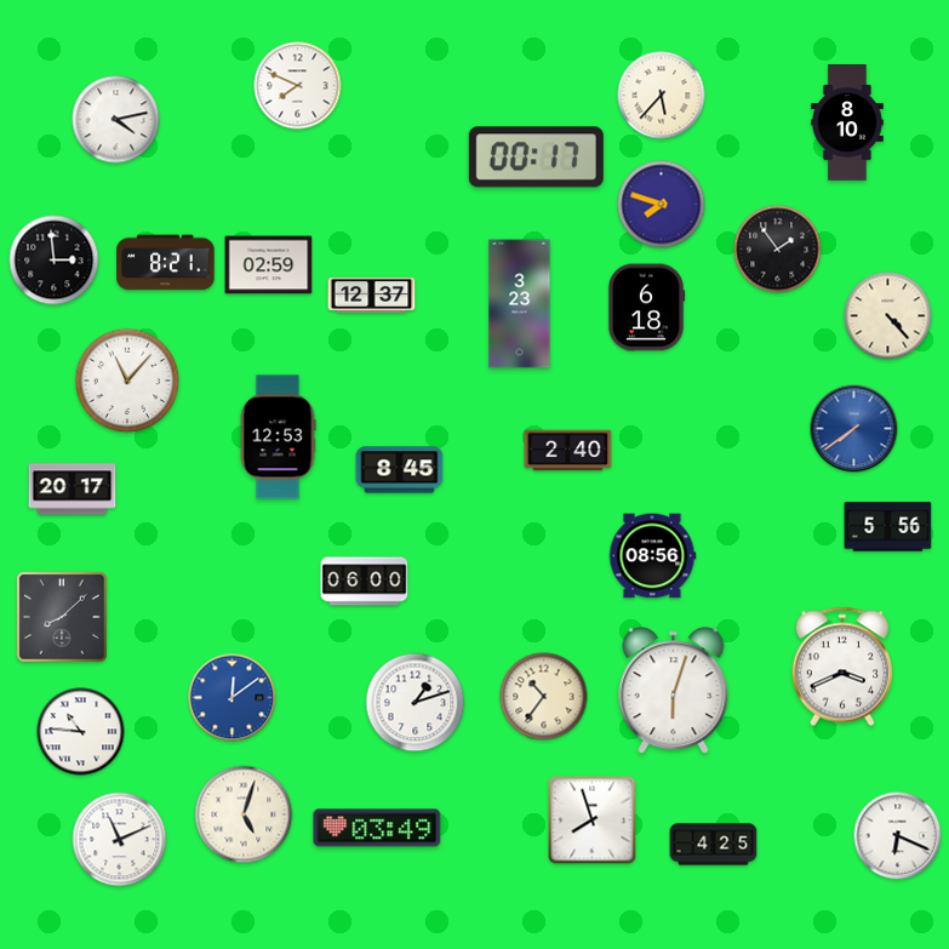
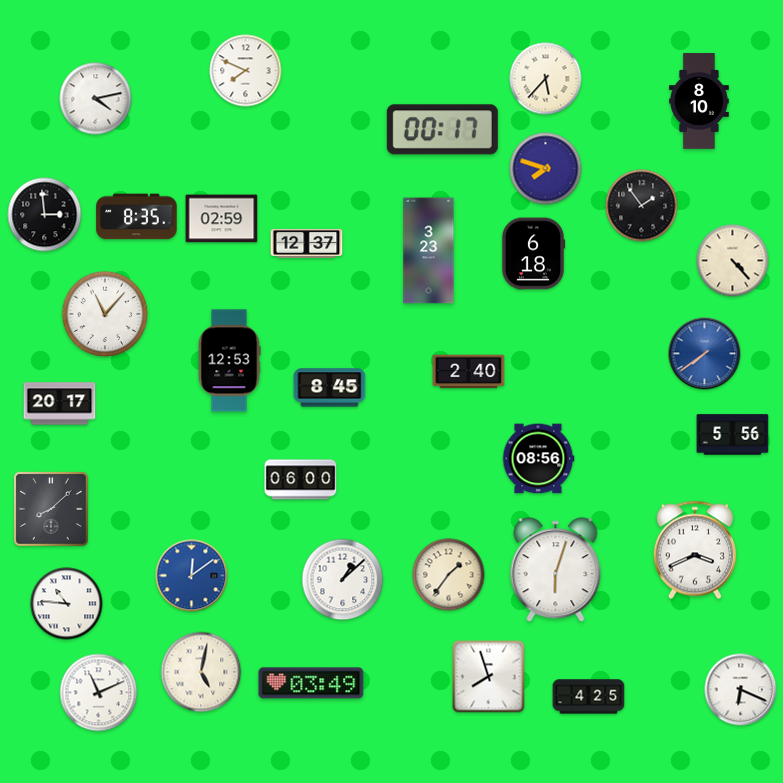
clock at (166, 263): 8:21 -> 8:35
clock at (544, 697): 10:36 -> 1:36
clock at (416, 703): 1:12 -> 1:08
clock at (244, 814): 5:03 -> 5:02
